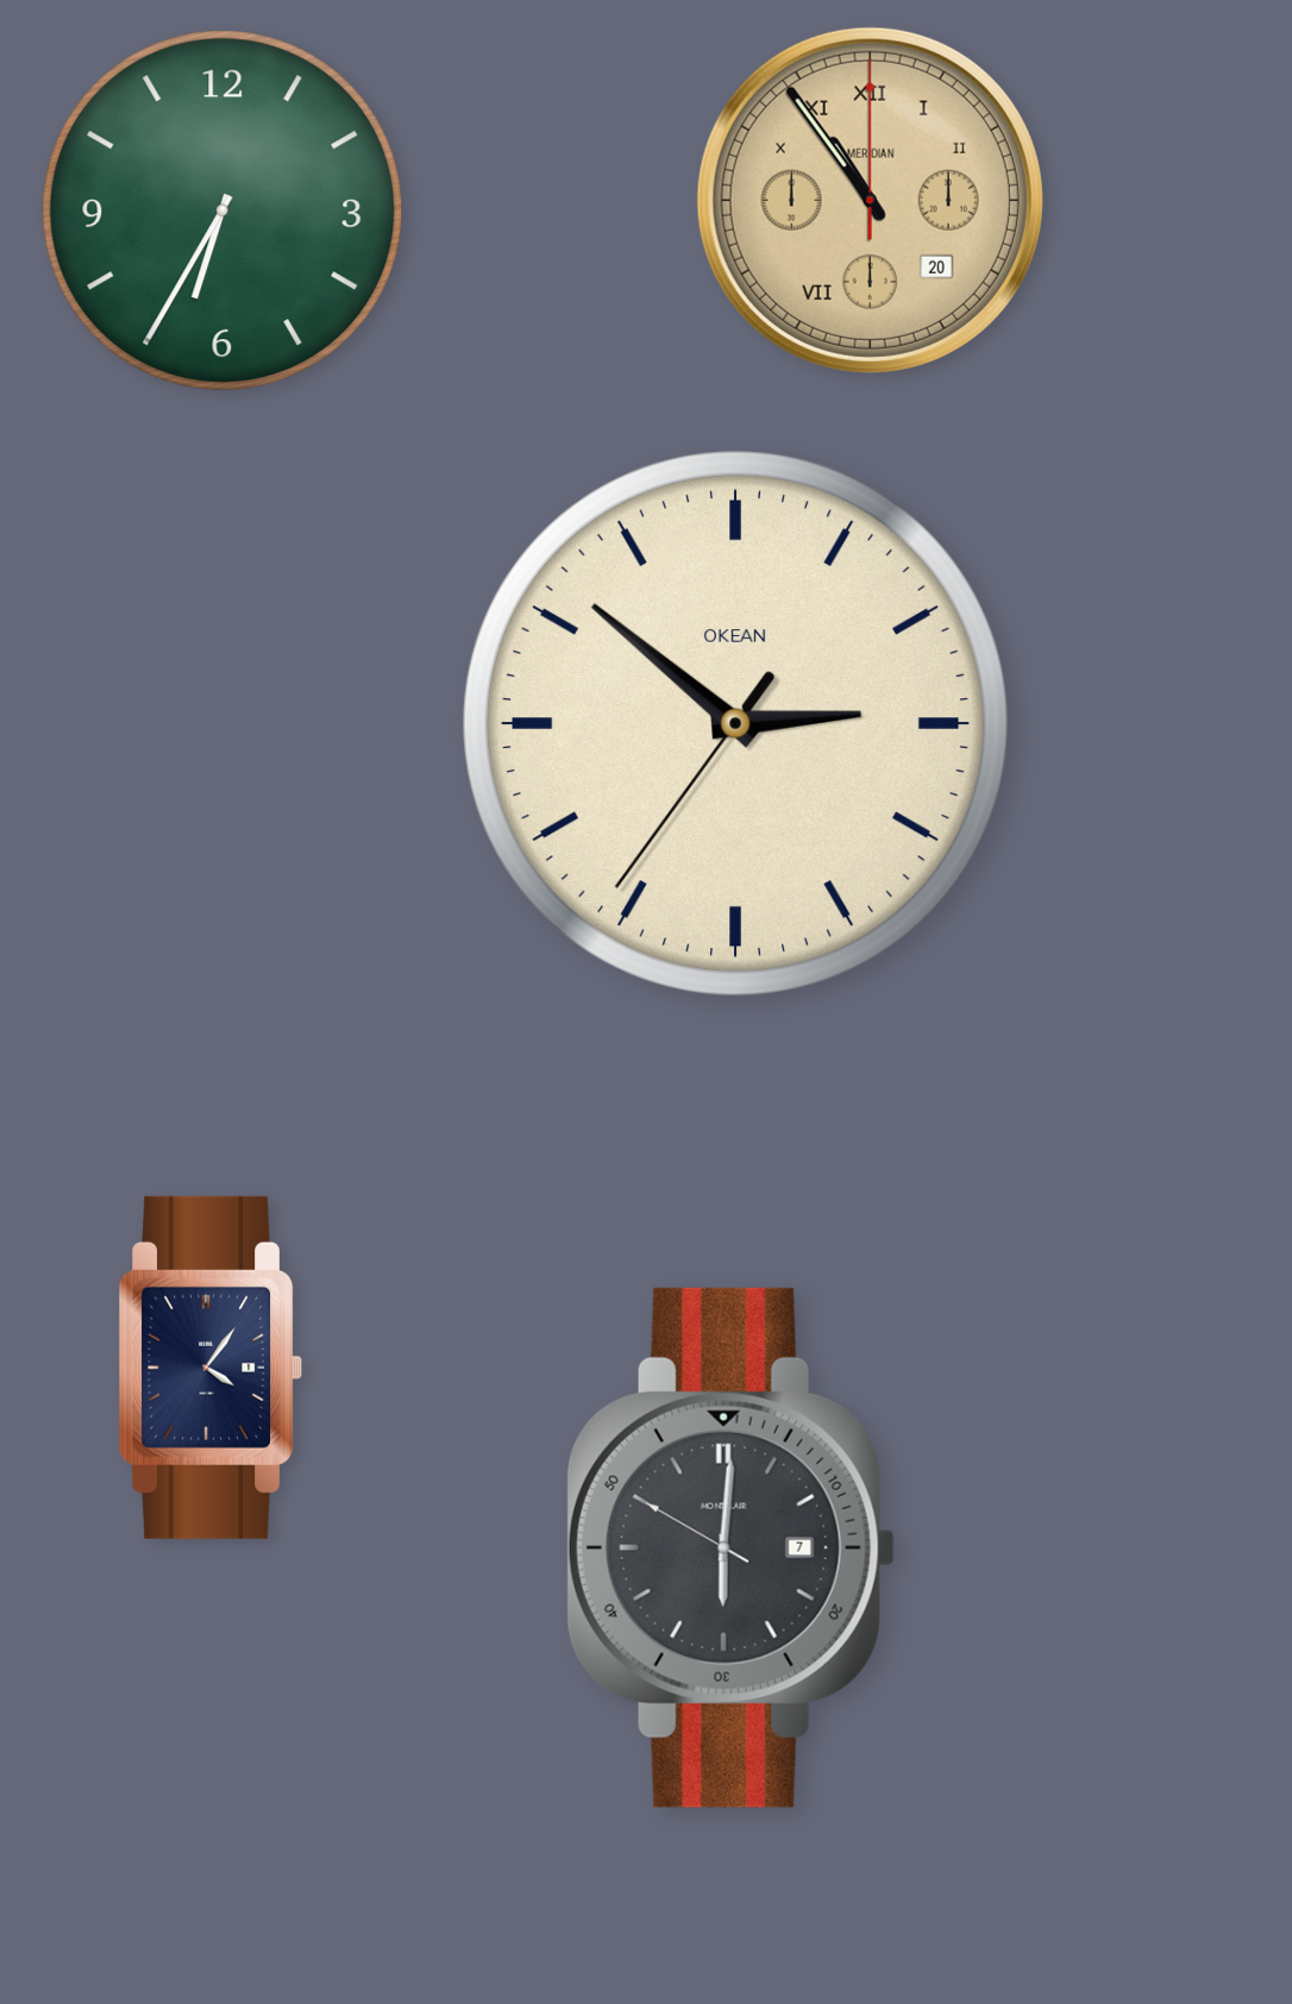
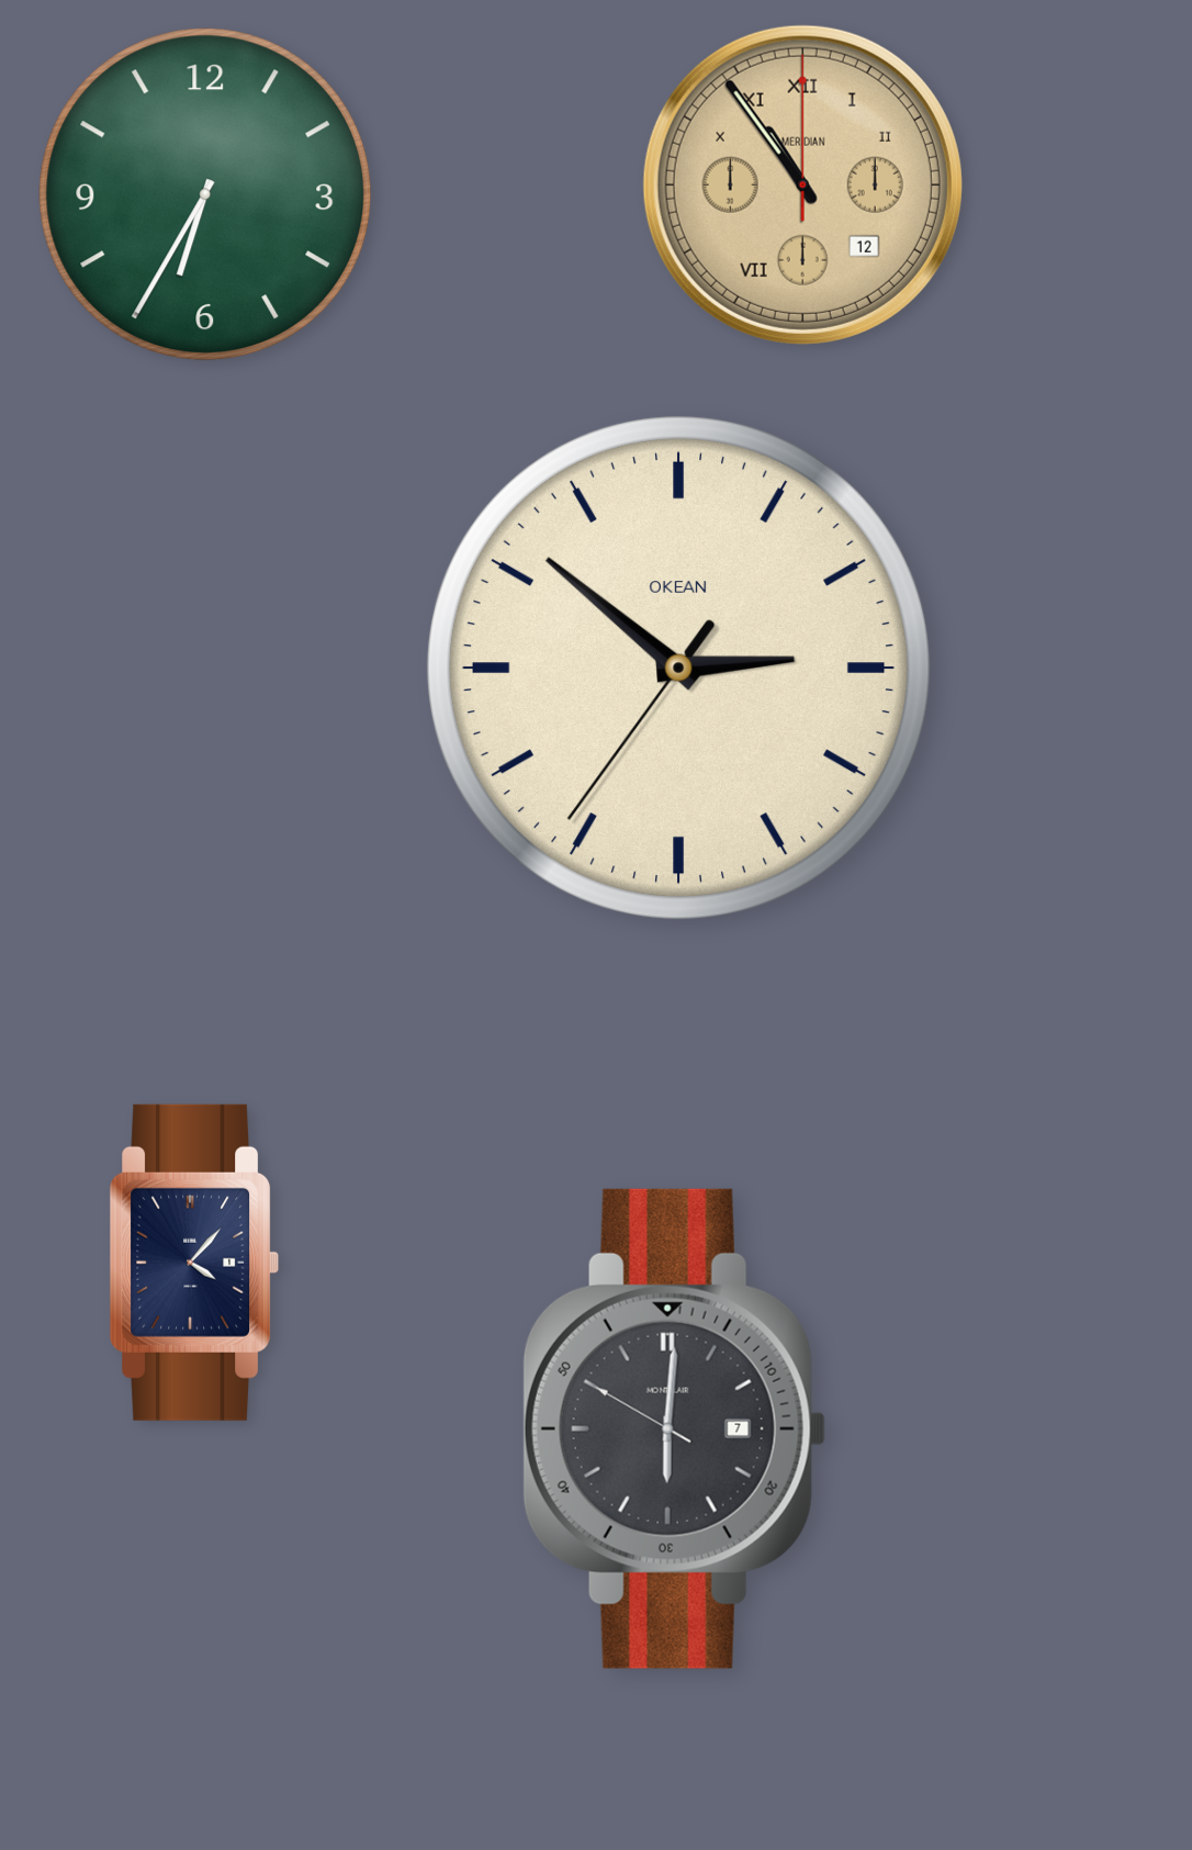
clock at (870, 200) date: 20 -> 12
clock at (211, 1368): 4:06 -> 4:07
